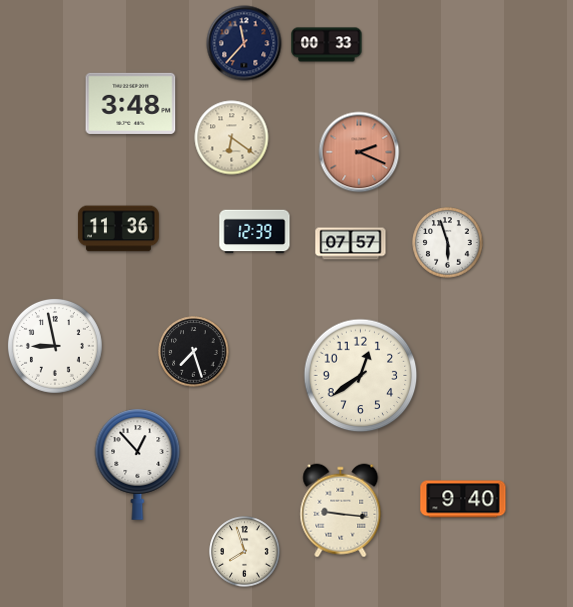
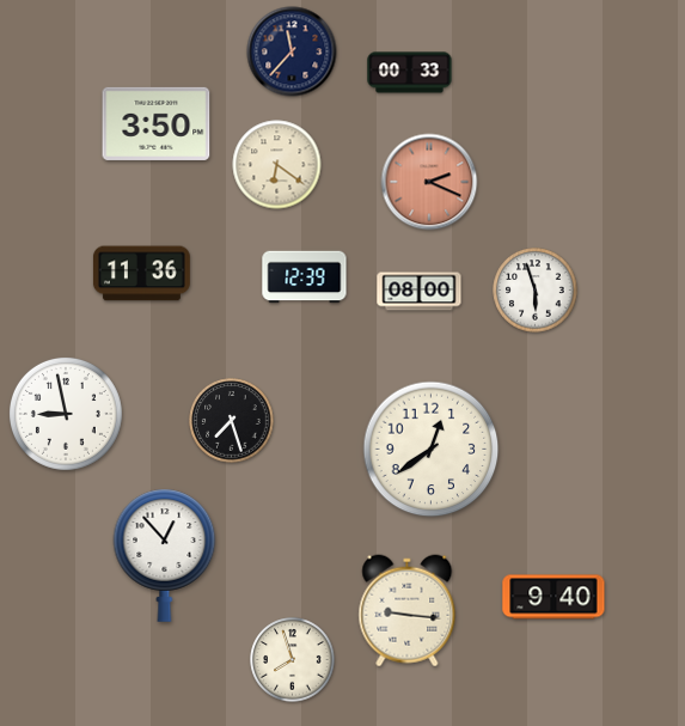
clock at (327, 45) position: (327, 45) -> (410, 73)
clock at (131, 103): 3:48 -> 3:50
clock at (351, 244): 07:57 -> 08:00
